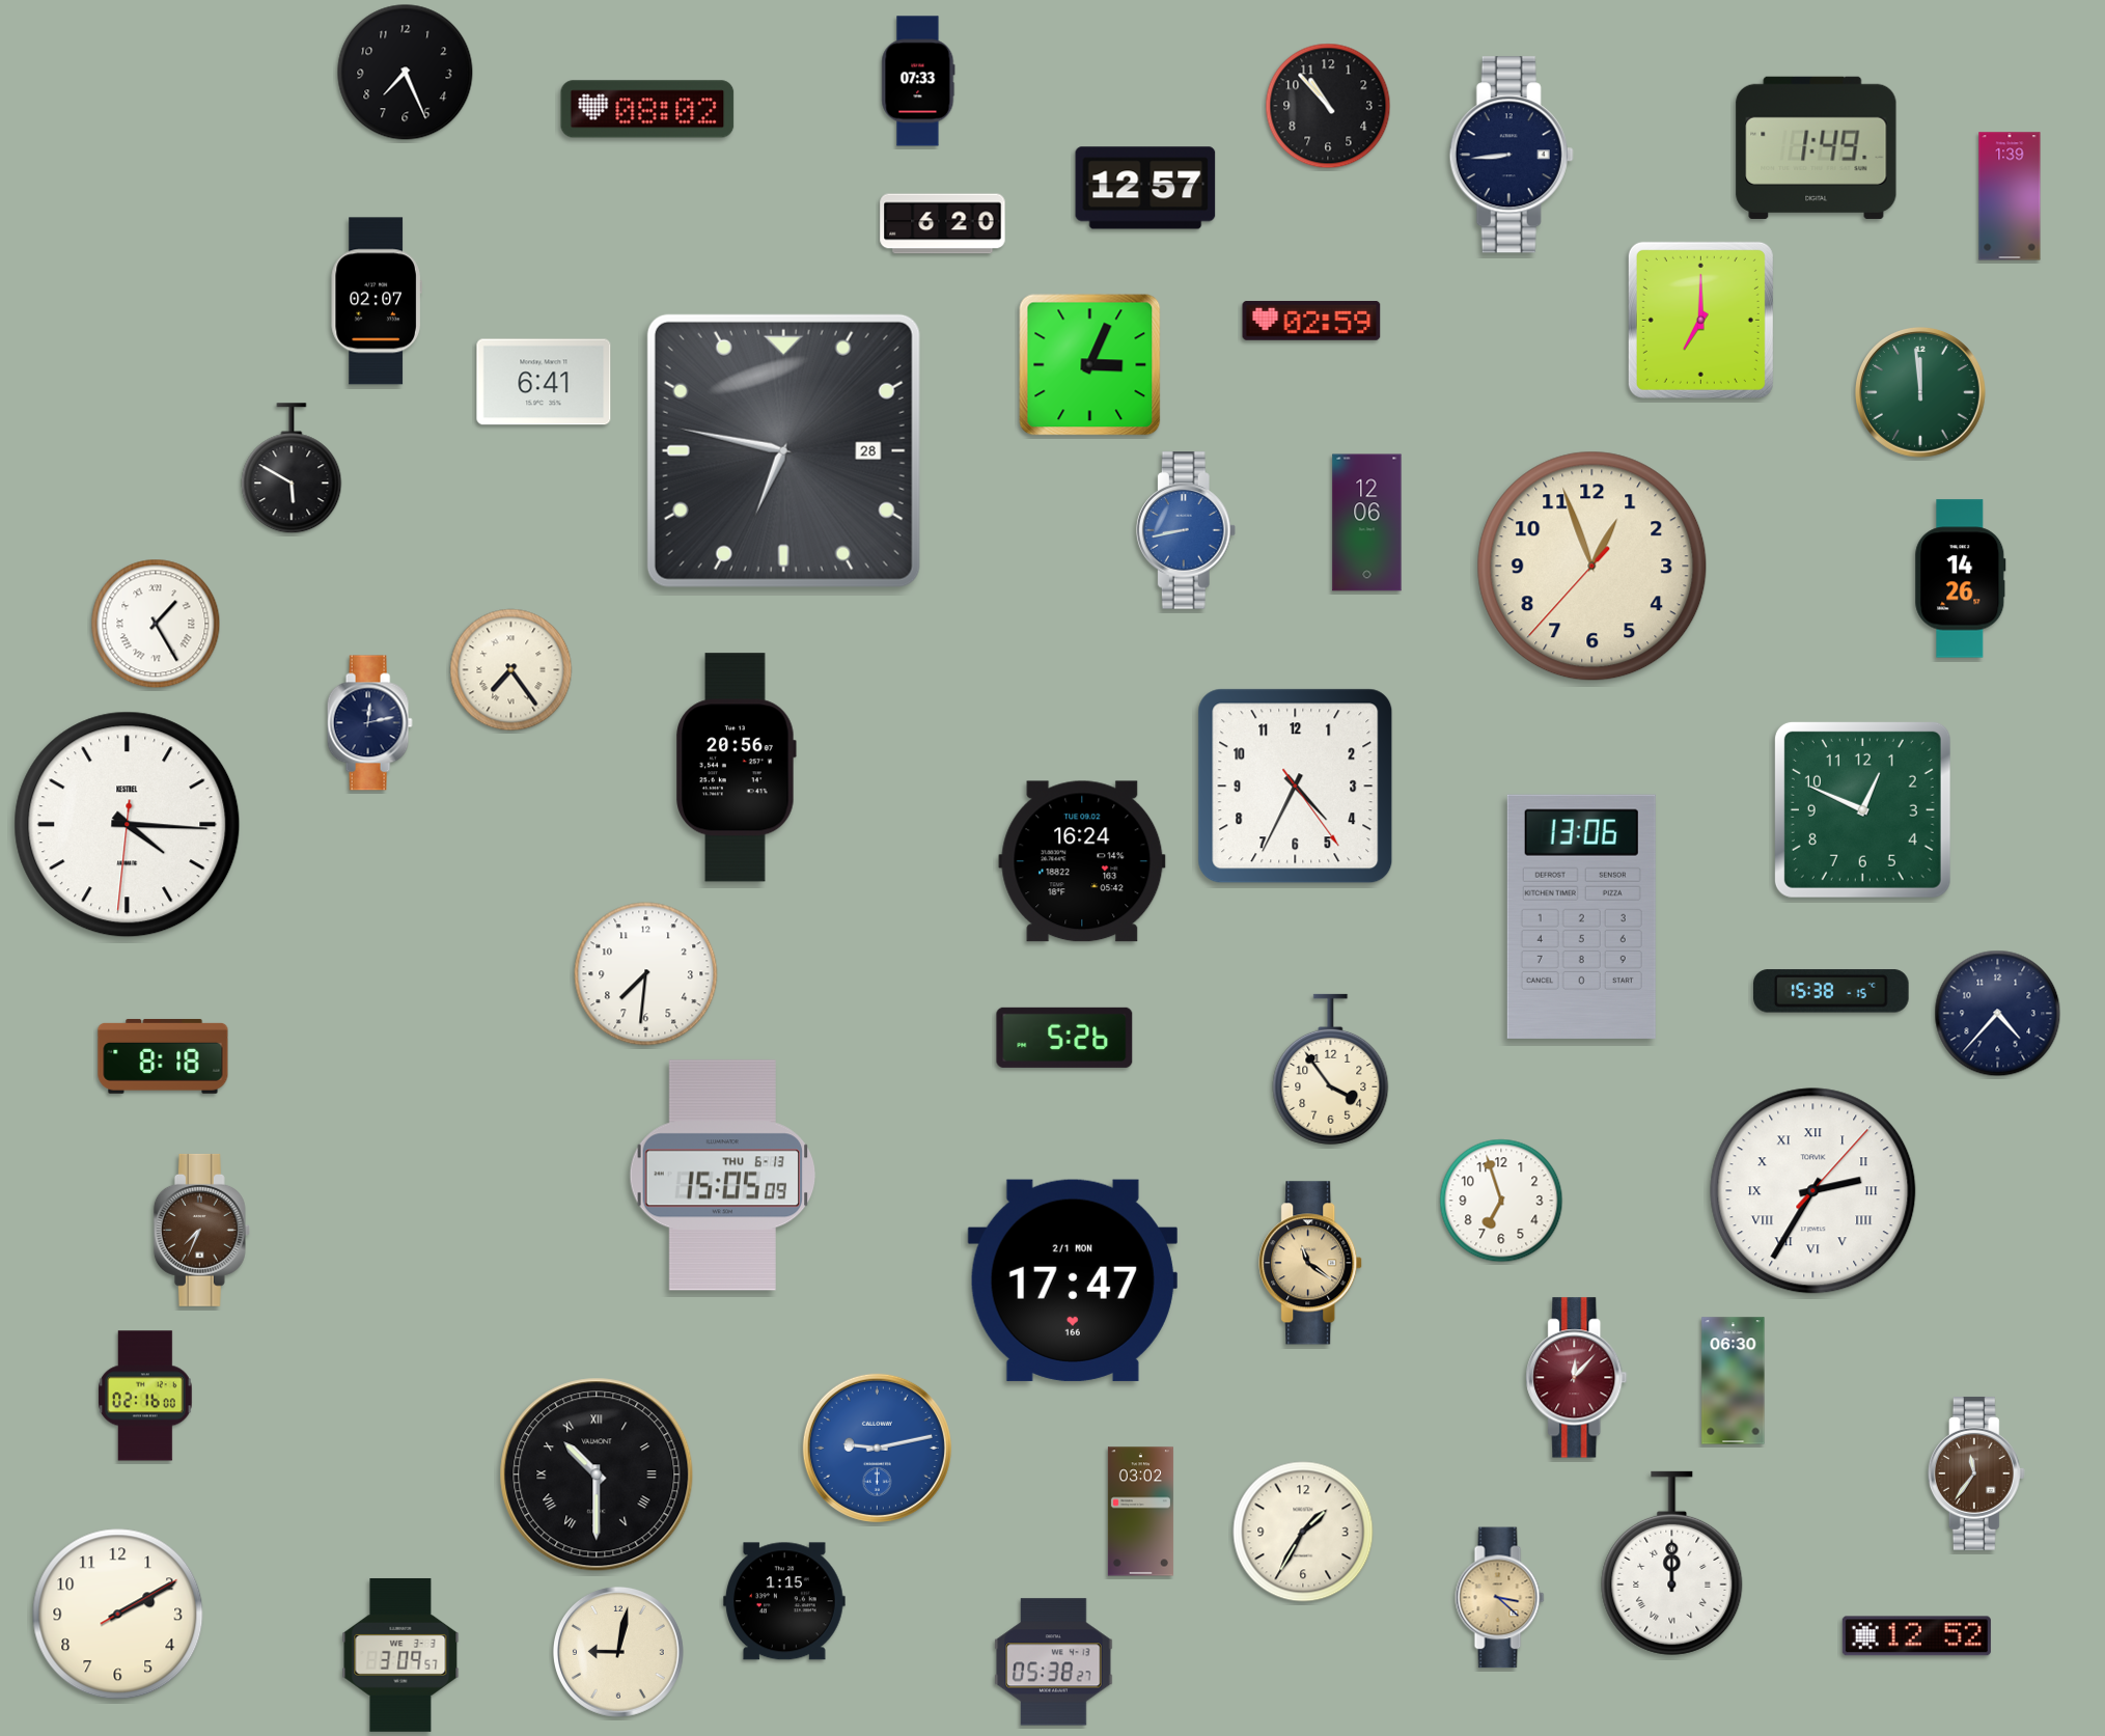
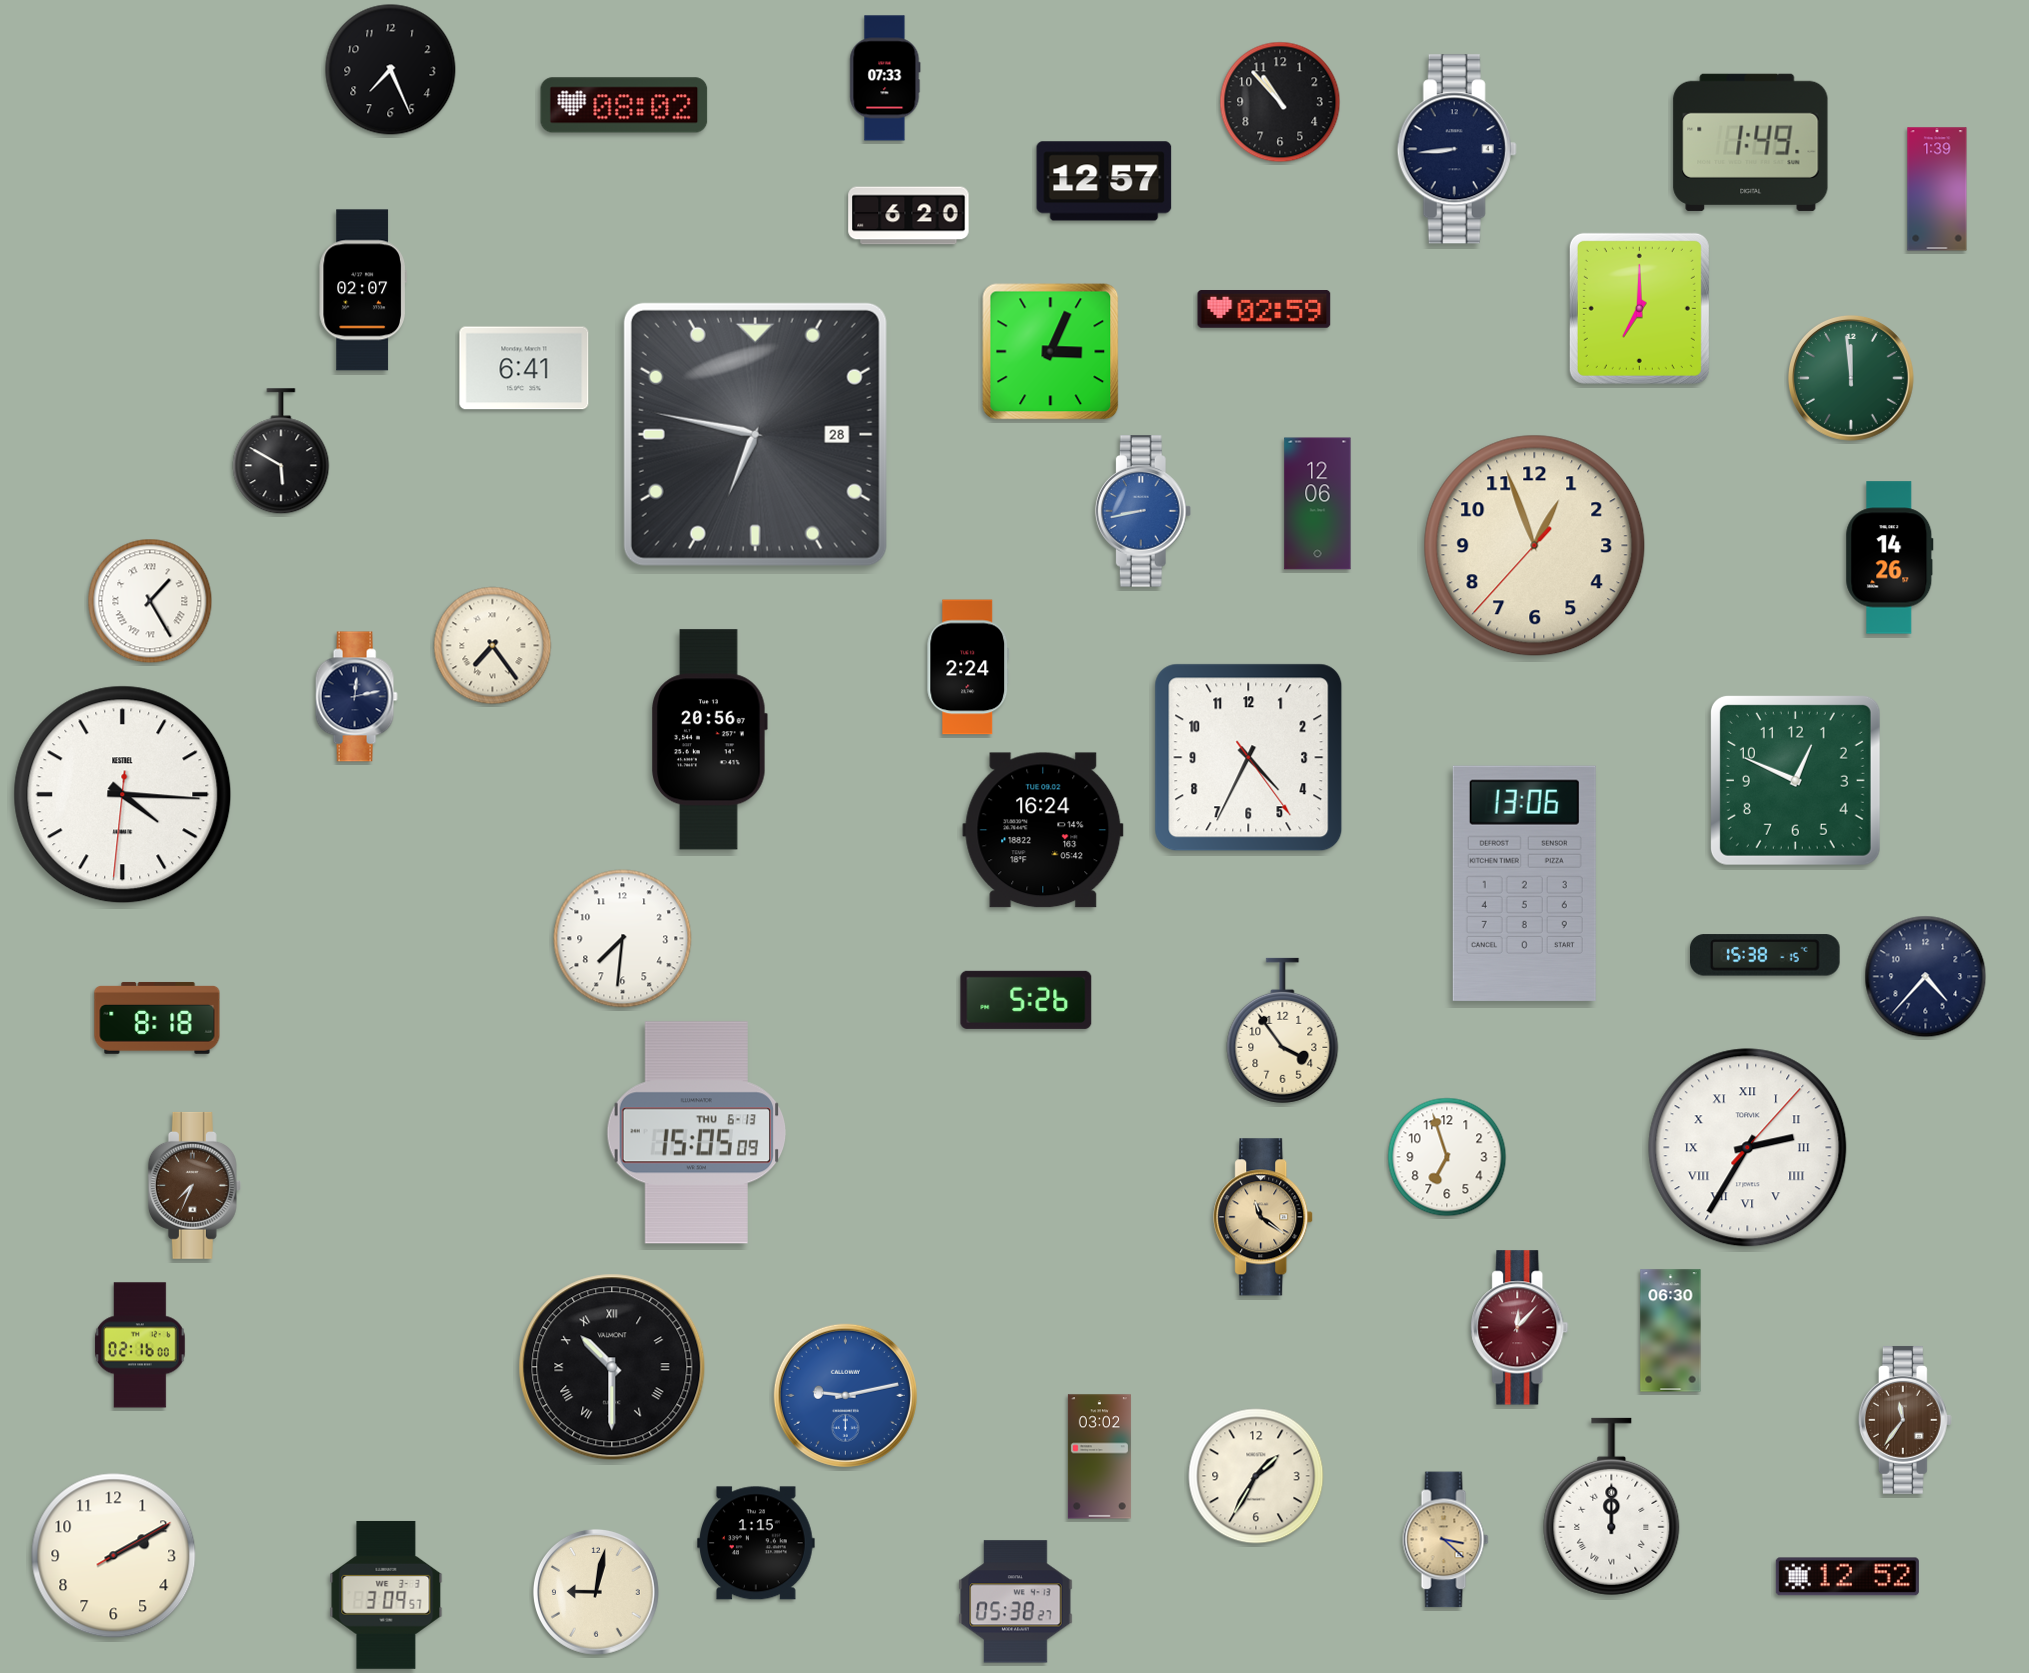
clock at (968, 667): none -> 2:24
clock at (1073, 1280): 17:47 -> none
clock at (597, 1475) position: (597, 1475) -> (612, 1367)
